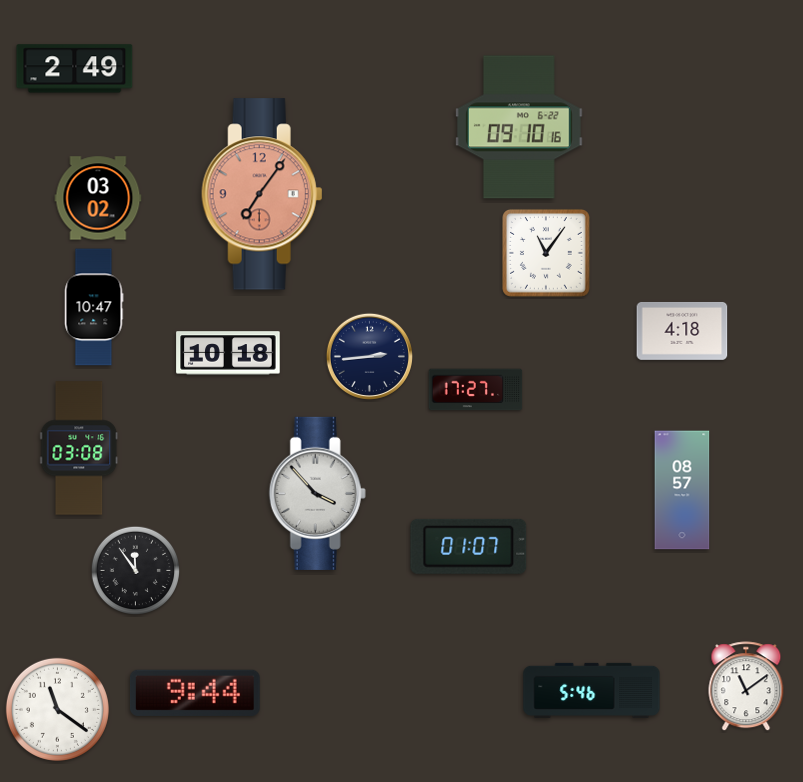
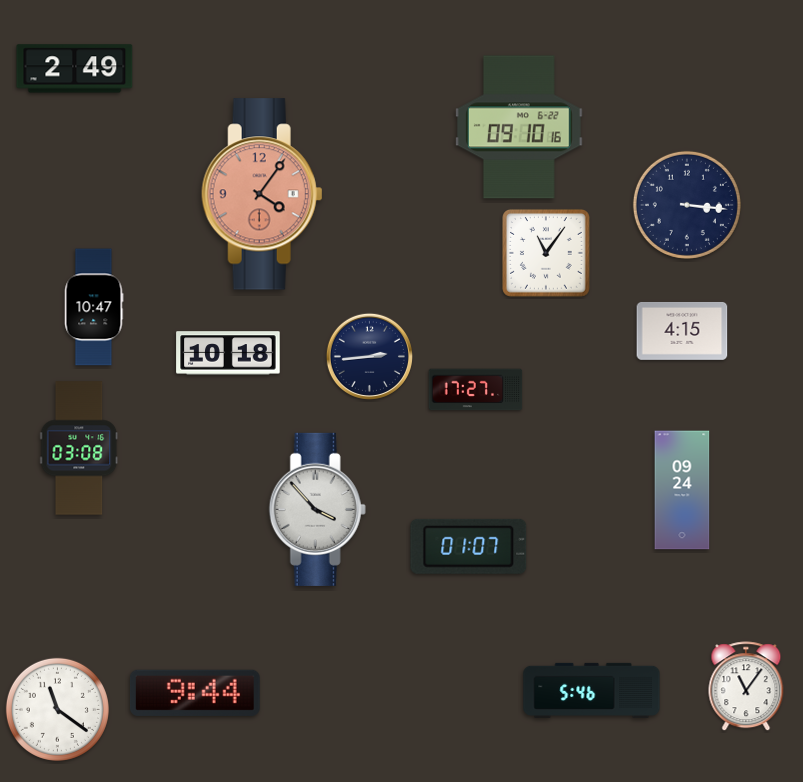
clock at (262, 194): 7:06 -> 4:06
clock at (98, 198): 03:02 -> none
clock at (687, 205): none -> 3:16
clock at (682, 331): 4:18 -> 4:15
clock at (682, 490): 08:57 -> 09:24
clock at (317, 493) position: (317, 493) -> (317, 509)
clock at (135, 570): 11:54 -> none
clock at (746, 687): 11:09 -> 11:06
